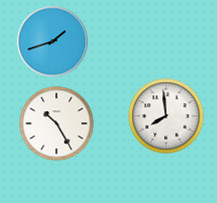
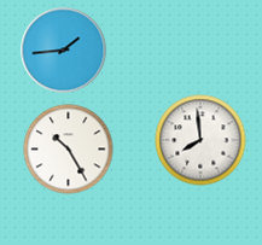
clock at (53, 42): 1:42 -> 1:44
